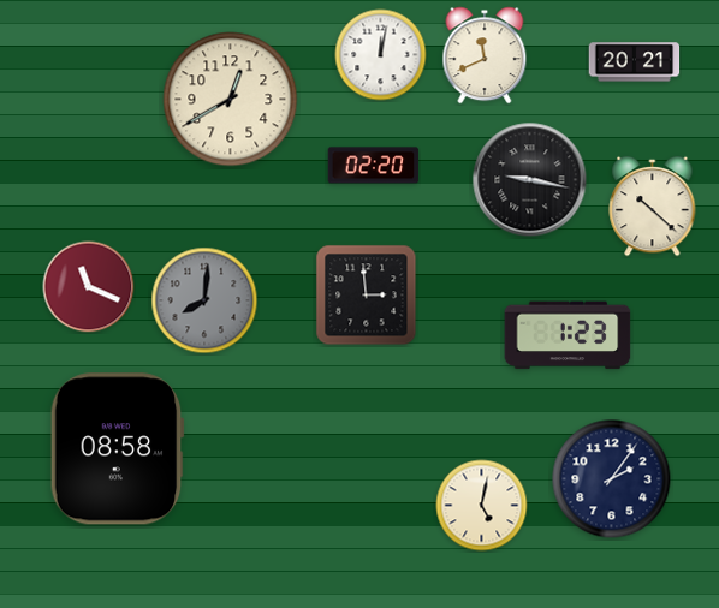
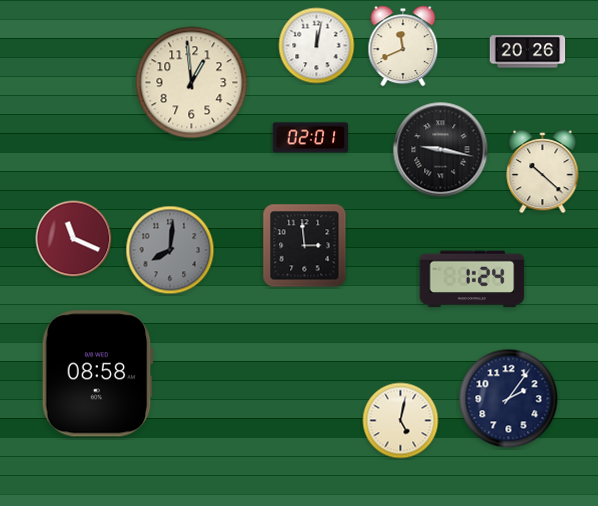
clock at (635, 62): 20:21 -> 20:26
clock at (231, 100): 12:40 -> 12:59
clock at (374, 166): 02:20 -> 02:01
clock at (568, 335): 1:23 -> 1:24
